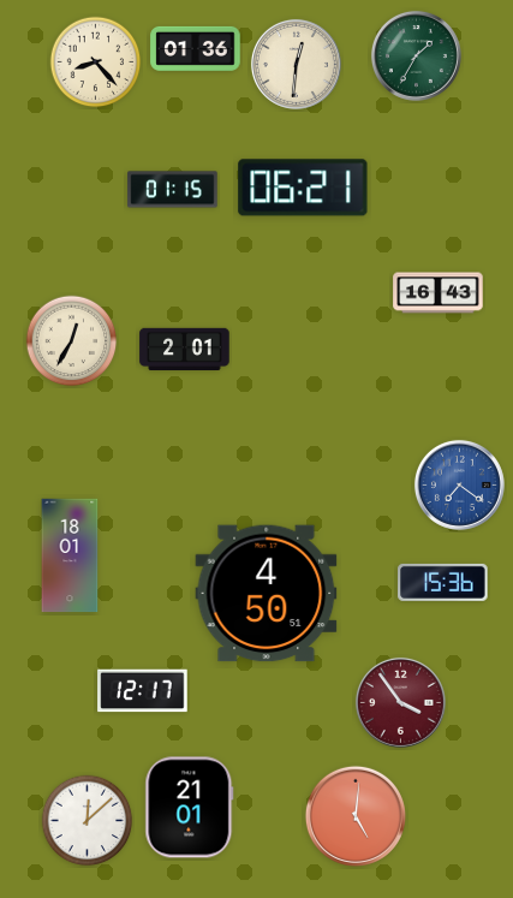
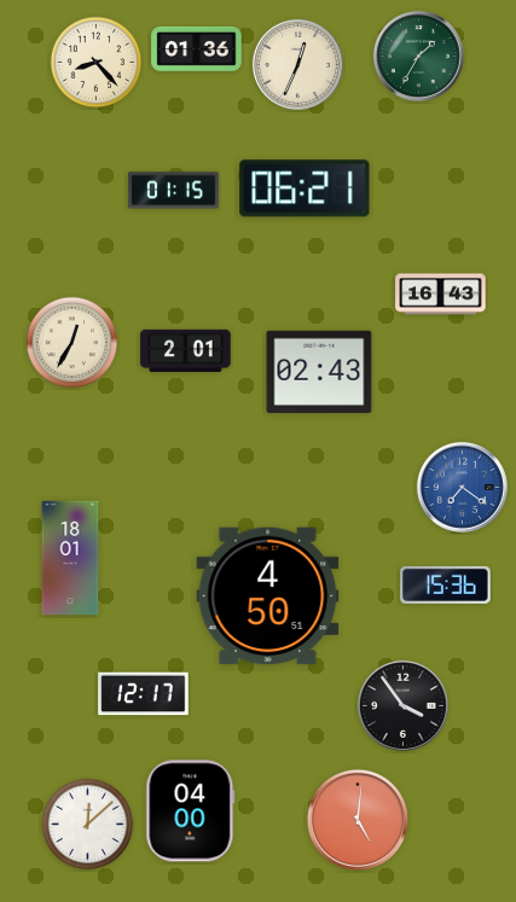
clock at (296, 64): 12:31 -> 12:34
clock at (319, 372): none -> 02:43
clock at (400, 702) dial: burgundy -> black
clock at (190, 808): 21:01 -> 04:00
